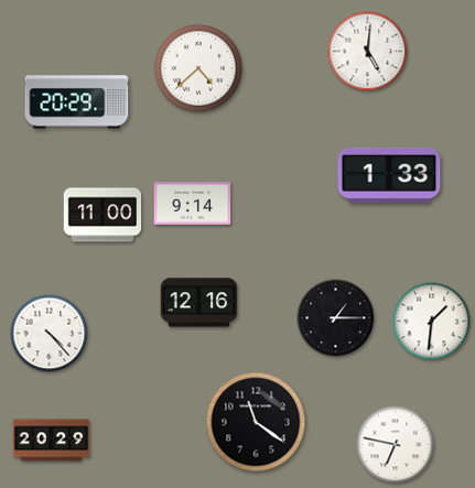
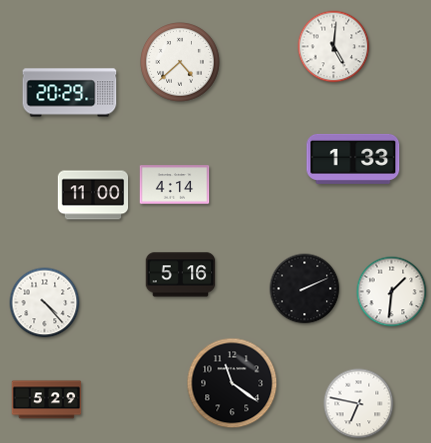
clock at (193, 204): 9:14 -> 4:14
clock at (199, 303): 12:16 -> 5:16
clock at (336, 318): 1:15 -> 2:11
clock at (52, 441): 20:29 -> 5:29
